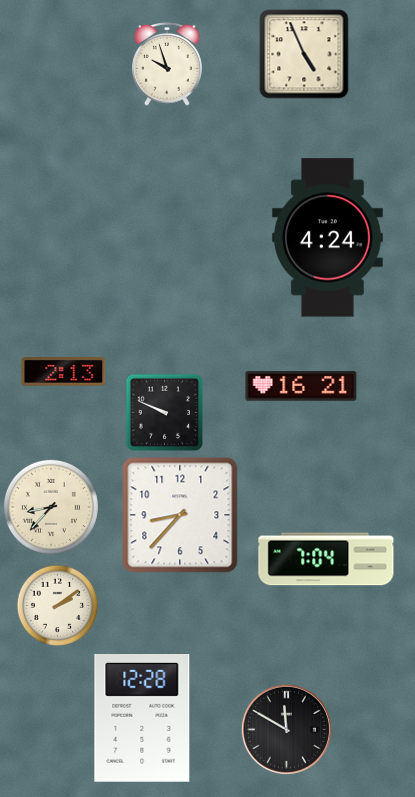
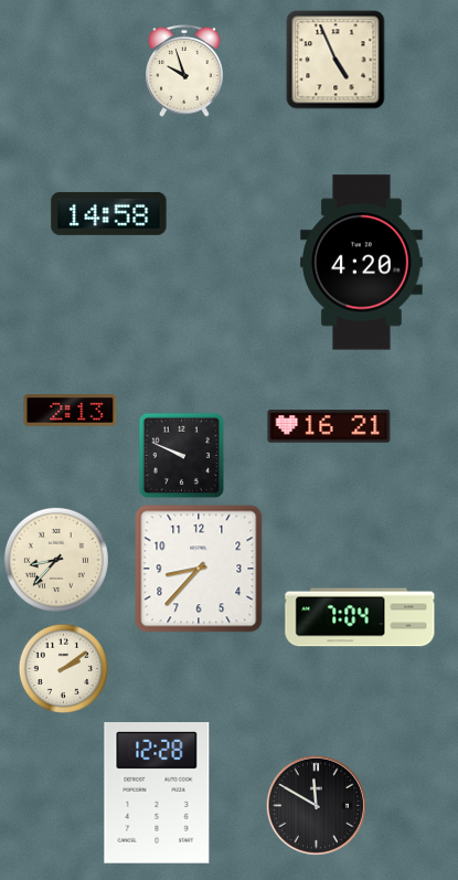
clock at (109, 213): none -> 14:58
clock at (327, 238): 4:24 -> 4:20
clock at (301, 386) position: (301, 386) -> (329, 426)
